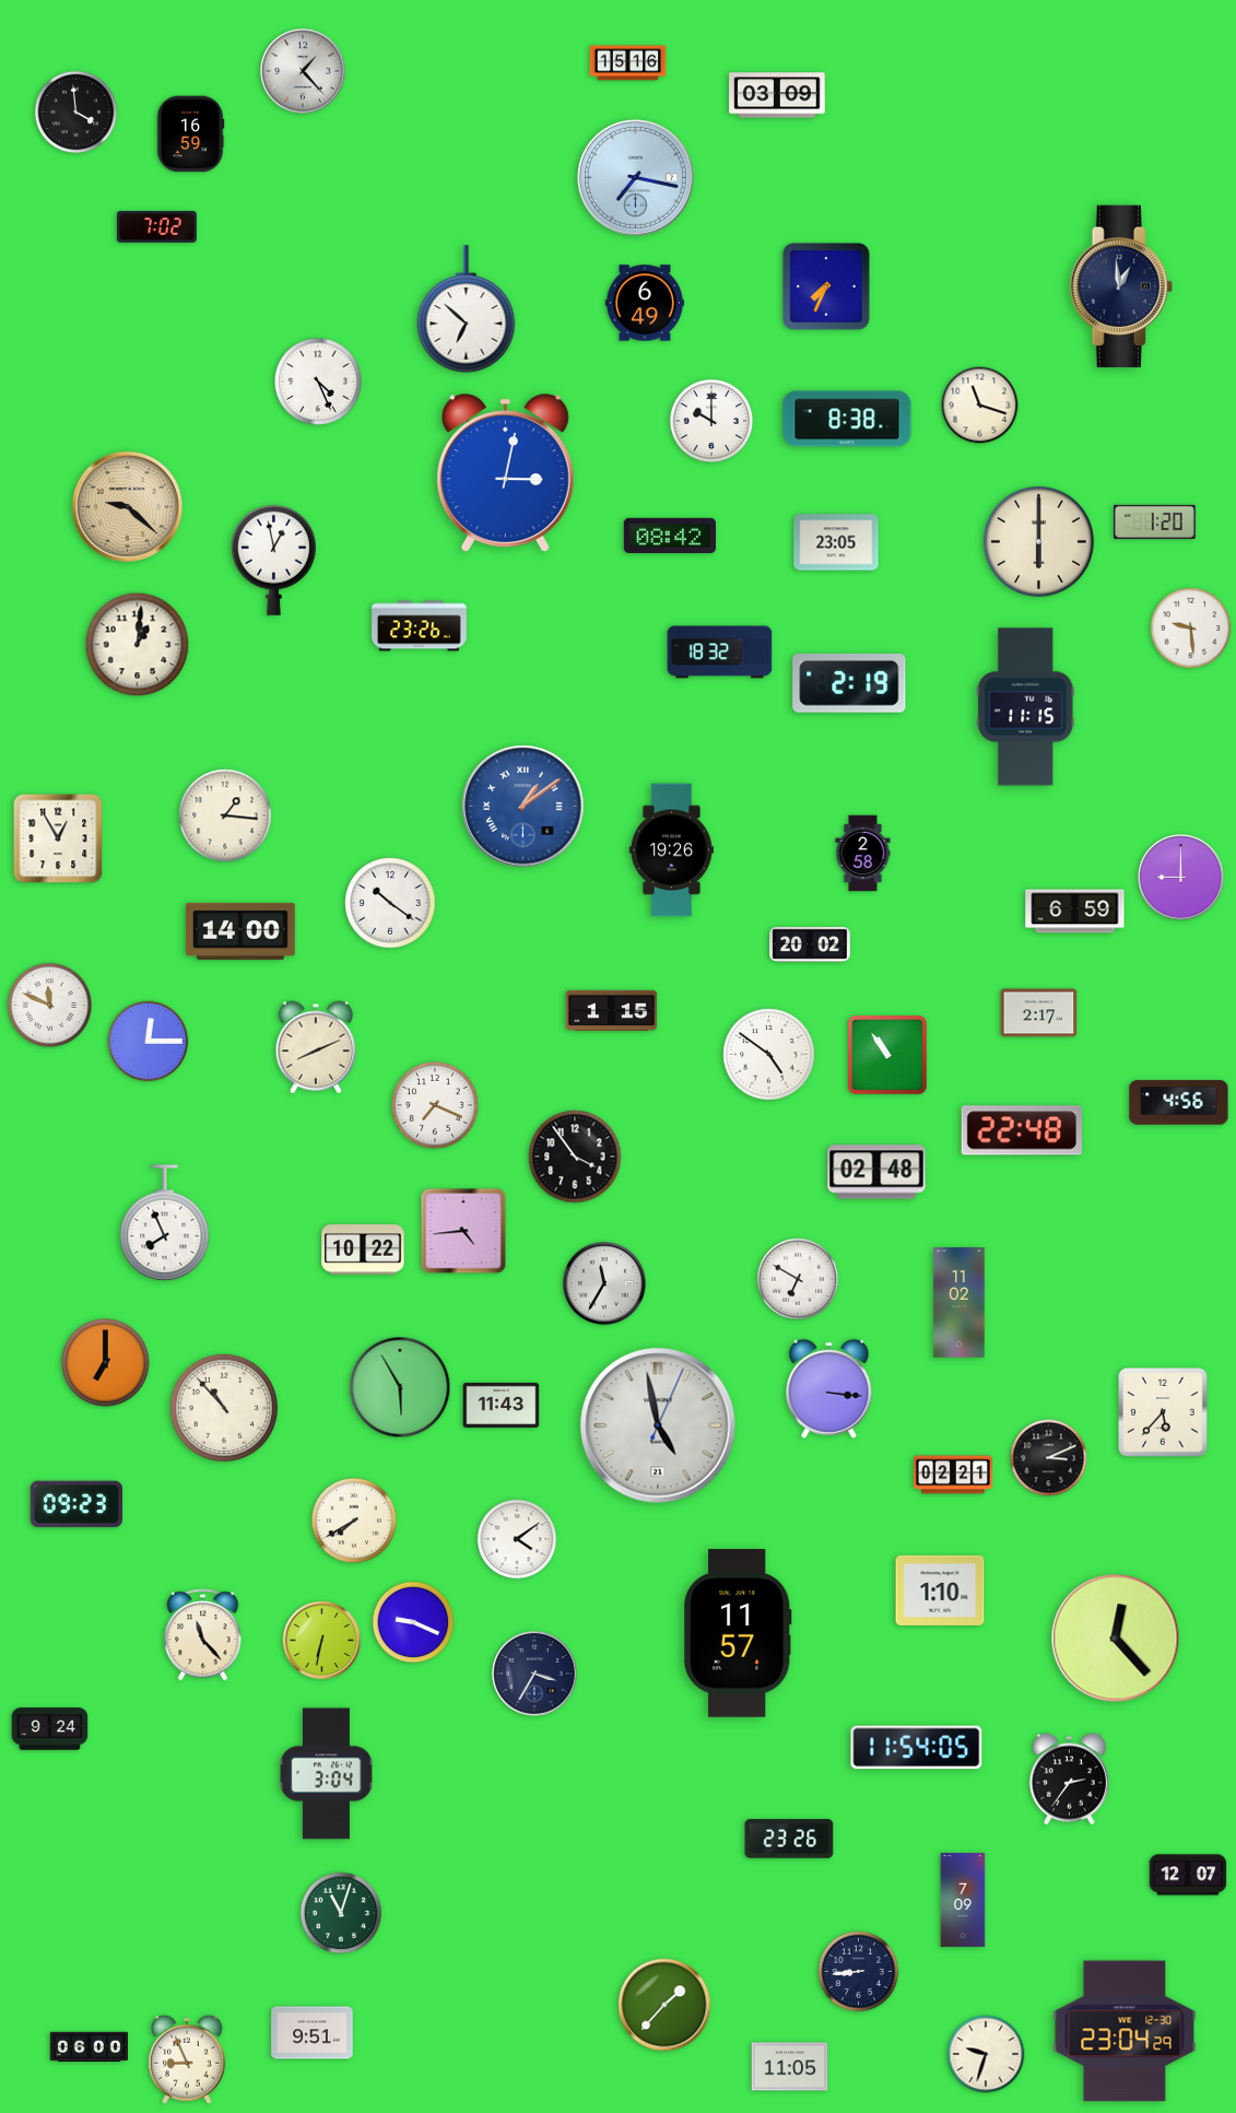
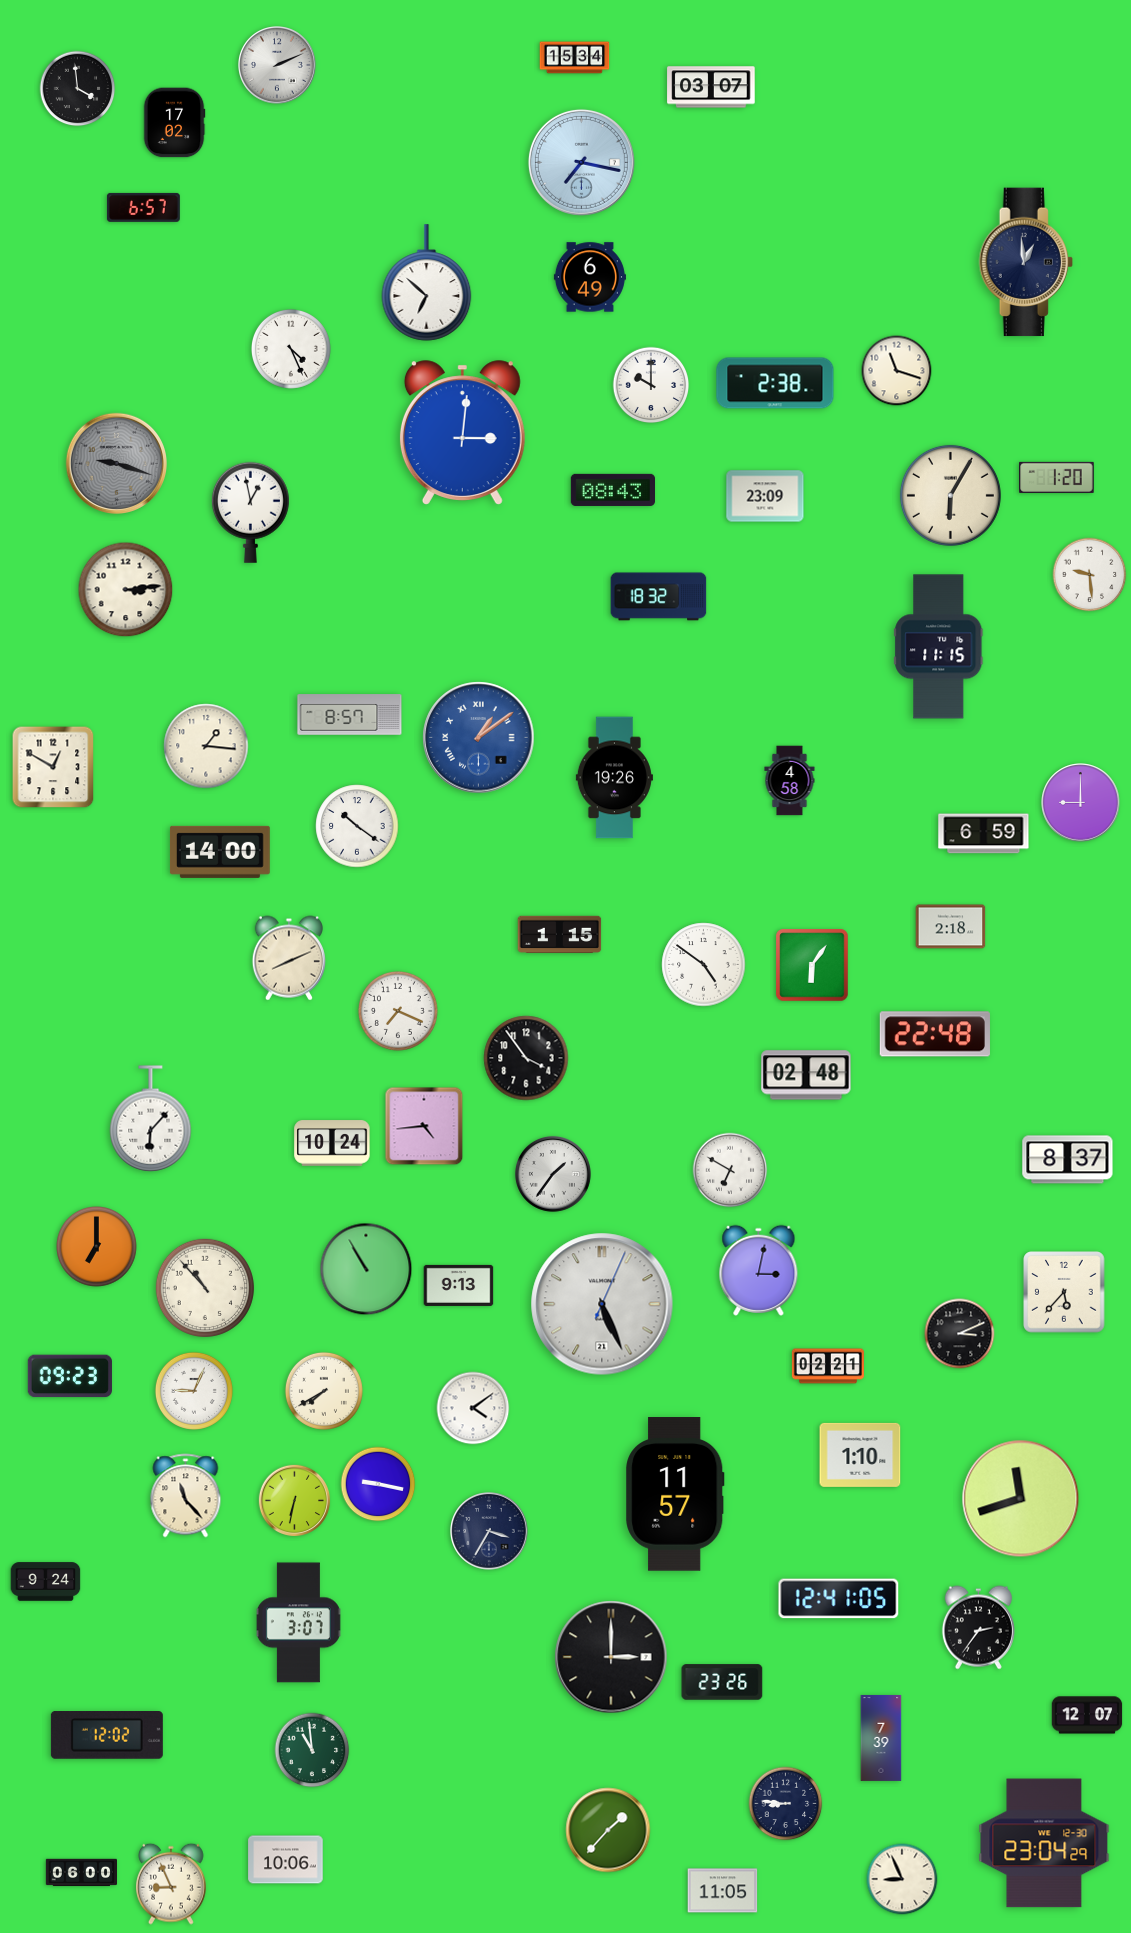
clock at (628, 63): 15:16 -> 15:34
clock at (304, 72): 1:23 -> 2:11
clock at (777, 95): 03:09 -> 03:07
clock at (76, 113) position: (76, 113) -> (78, 89)
clock at (190, 134): 16:59 -> 17:02
clock at (156, 226): 7:02 -> 6:57
clock at (826, 286): 7:34 -> none
clock at (847, 419): 8:38 -> 2:38
clock at (505, 473): 3:02 -> 3:01
clock at (127, 506): 9:22 -> 9:18
clock at (127, 506) dial: champagne -> grey
clock at (669, 536): 08:42 -> 08:43
clock at (1038, 541): 6:00 -> 6:05
clock at (836, 542): 23:05 -> 23:09
clock at (420, 626): 23:26 -> none
clock at (138, 645): 1:01 -> 3:14
clock at (849, 683): 2:19 -> none
clock at (350, 715): none -> 8:57
clock at (58, 838): 12:55 -> 12:50
clock at (863, 854): 2:58 -> 4:58
clock at (810, 944): 20:02 -> none
clock at (49, 1005): 11:49 -> none
clock at (612, 1010) position: (612, 1010) -> (560, 934)
clock at (1039, 1013): 2:17 -> 2:18
clock at (149, 1042): 12:15 -> none
clock at (887, 1055): 10:54 -> 6:06
clock at (1179, 1103): 4:56 -> none
clock at (876, 1172) position: (876, 1172) -> (806, 1075)
clock at (165, 1223): 7:56 -> 6:07
clock at (363, 1249): 10:22 -> 10:24
clock at (1068, 1160): none -> 8:37
clock at (604, 1283): 11:35 -> 1:36
clock at (960, 1303): 11:02 -> none
clock at (400, 1387): 5:55 -> 10:55
clock at (829, 1388): 3:16 -> 3:02
clock at (502, 1405): 11:43 -> 9:13
clock at (658, 1425): 4:58 -> 5:26
clock at (953, 1475) position: (953, 1475) -> (828, 1366)
clock at (194, 1391): none -> 9:04
clock at (413, 1622): 9:19 -> 9:17
clock at (1116, 1639): 12:23 -> 11:42
clock at (917, 1748): 11:54 -> 12:41
clock at (326, 1774): 3:04 -> 3:07
clock at (611, 1657): none -> 3:00
clock at (107, 1736): none -> 12:02
clock at (963, 1900): 7:09 -> 7:39
clock at (341, 1913): 11:03 -> 10:59
clock at (859, 1972): 8:44 -> 8:46
clock at (664, 2005) position: (664, 2005) -> (608, 1830)
clock at (1125, 2031) position: (1125, 2031) -> (1044, 1843)
clock at (313, 2033): 9:51 -> 10:06
clock at (986, 2054): 9:33 -> 8:56
